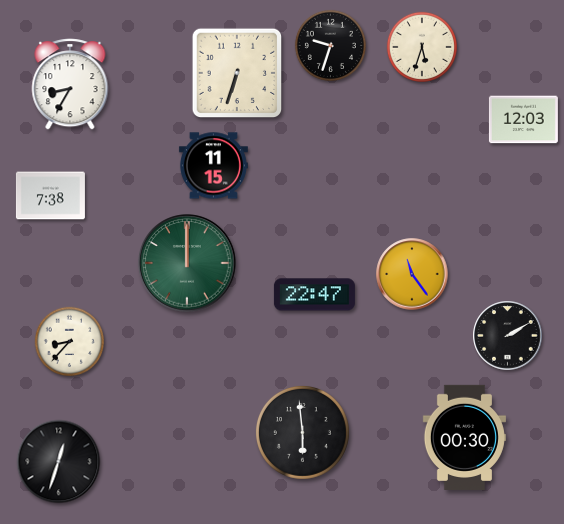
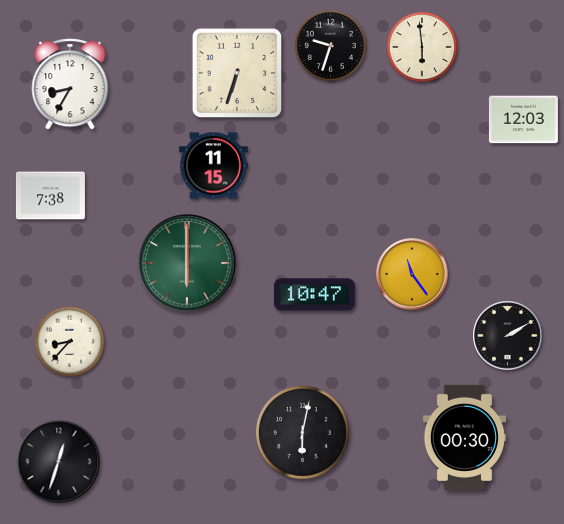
clock at (421, 46): 5:33 -> 5:59
clock at (187, 263): 12:00 -> 6:00
clock at (314, 295): 22:47 -> 10:47
clock at (302, 432): 5:59 -> 6:02
